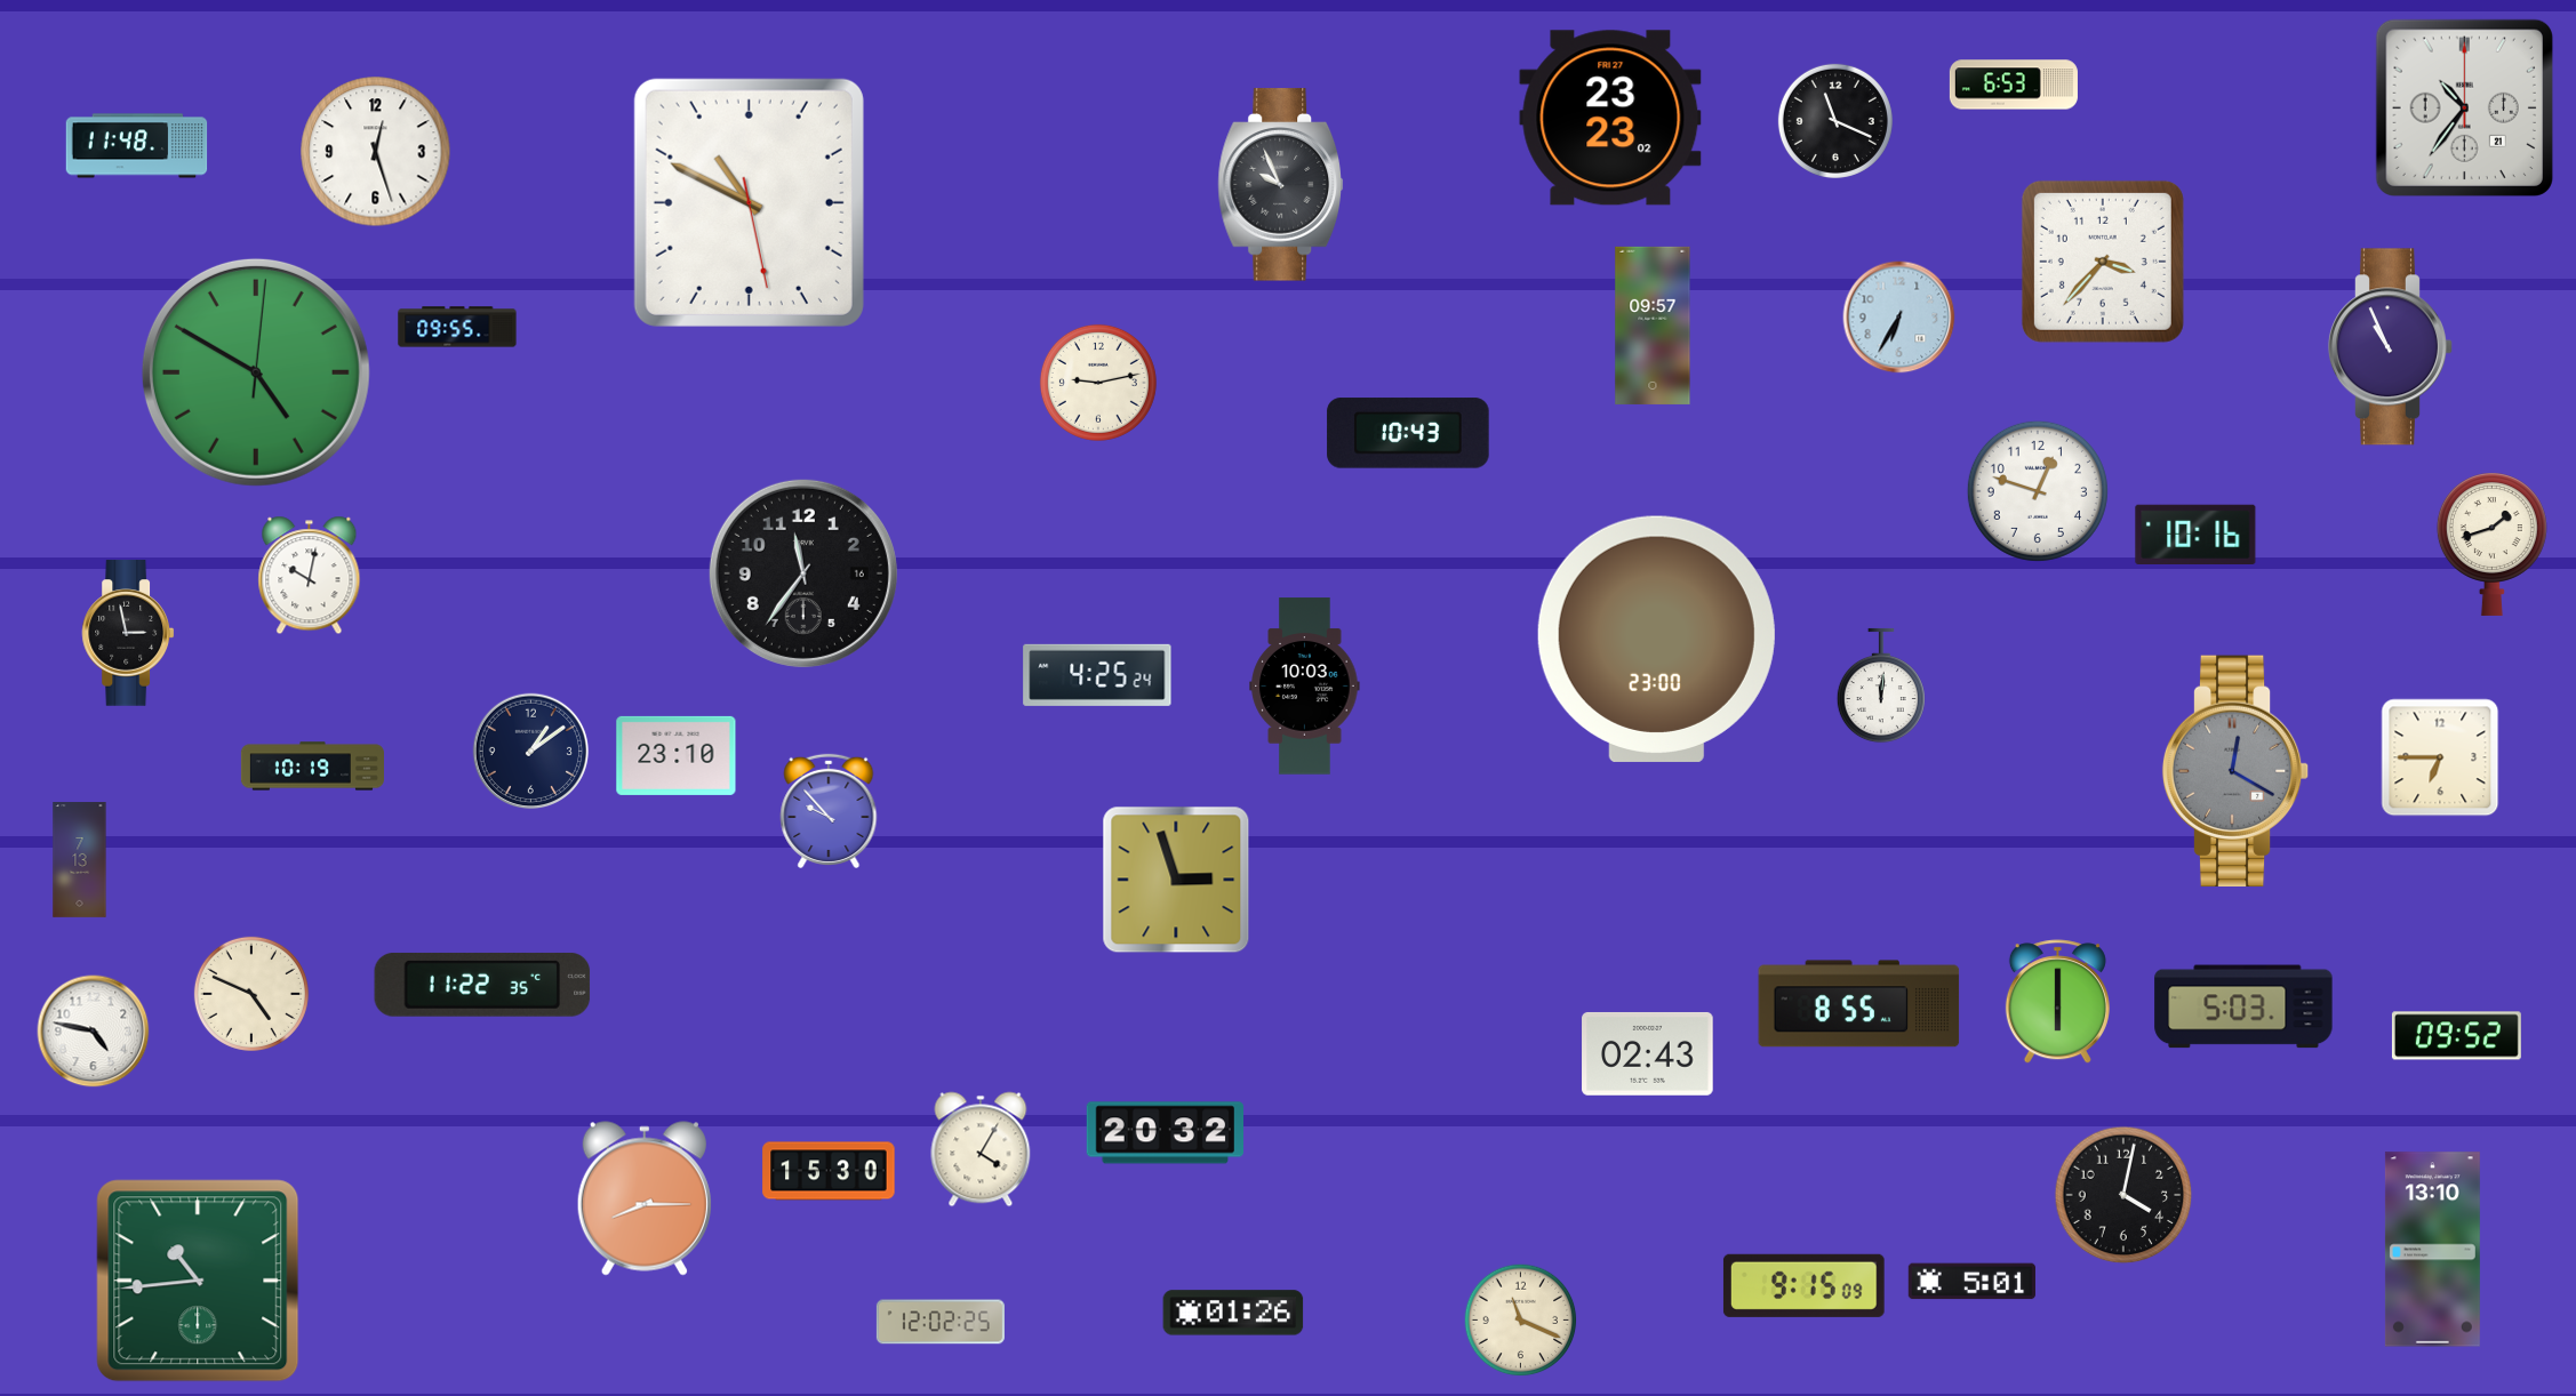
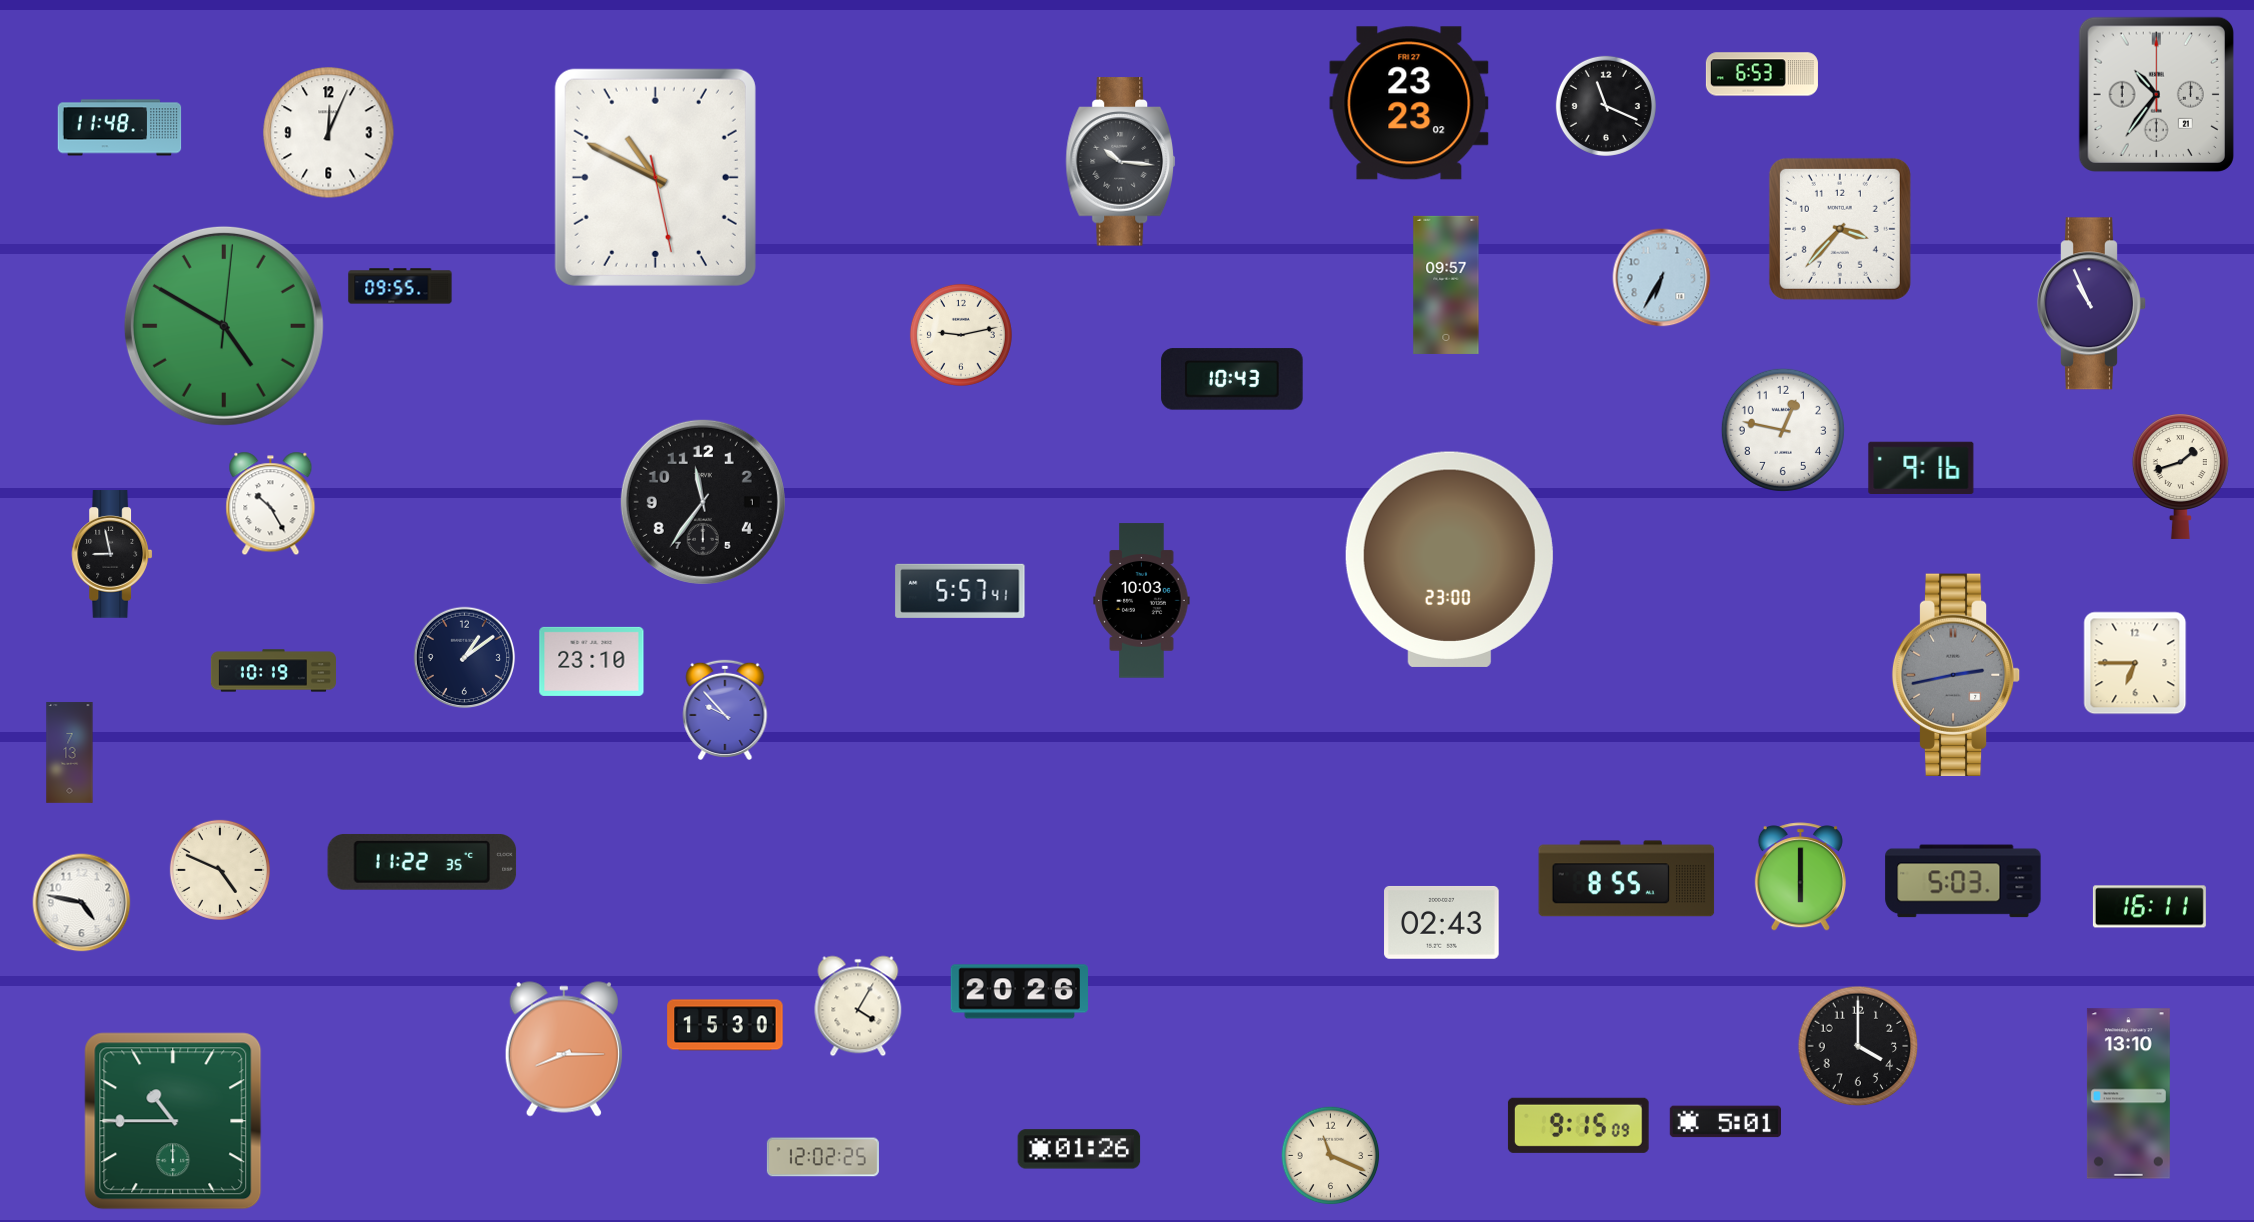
clock at (376, 152): 12:27 -> 12:04
clock at (1280, 185): 9:56 -> 10:16
clock at (2038, 491): 12:48 -> 12:47
clock at (2195, 533): 10:16 -> 9:16
clock at (803, 573) date: 16 -> 1
clock at (310, 576): 10:02 -> 10:25
clock at (128, 633): 2:58 -> 8:58
clock at (1097, 675): 4:25 -> 5:57
clock at (1881, 685): 12:01 -> none
clock at (2235, 770): 12:20 -> 2:43
clock at (1176, 880): 2:57 -> none
clock at (2456, 1036): 09:52 -> 16:11
clock at (1165, 1133): 20:32 -> 20:26
clock at (2123, 1195): 4:02 -> 4:00
clock at (198, 1281): 10:44 -> 10:45
